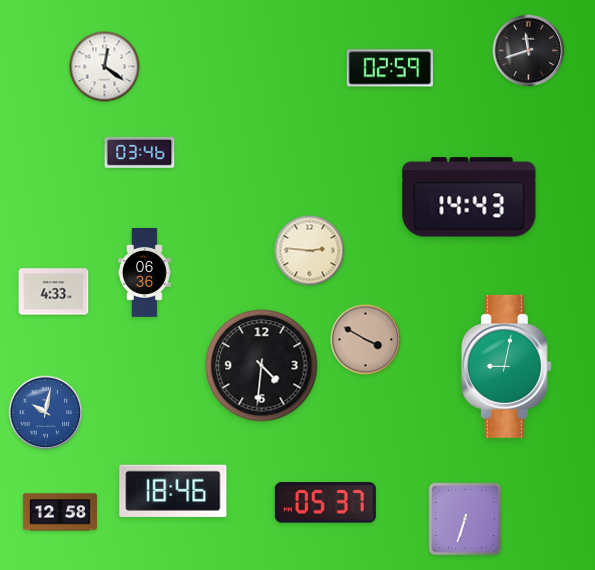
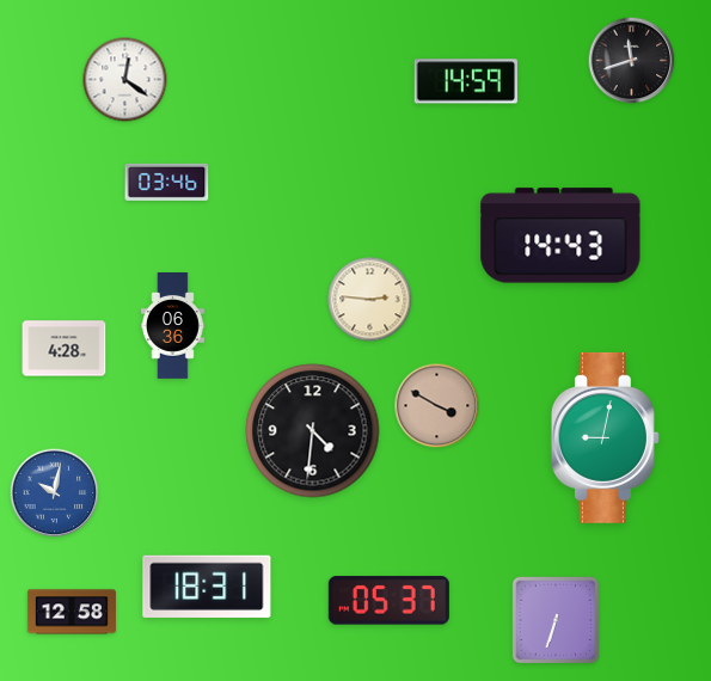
clock at (390, 68): 02:59 -> 14:59
clock at (54, 292): 4:33 -> 4:28
clock at (262, 366) position: (262, 366) -> (313, 431)
clock at (173, 491): 18:46 -> 18:31
